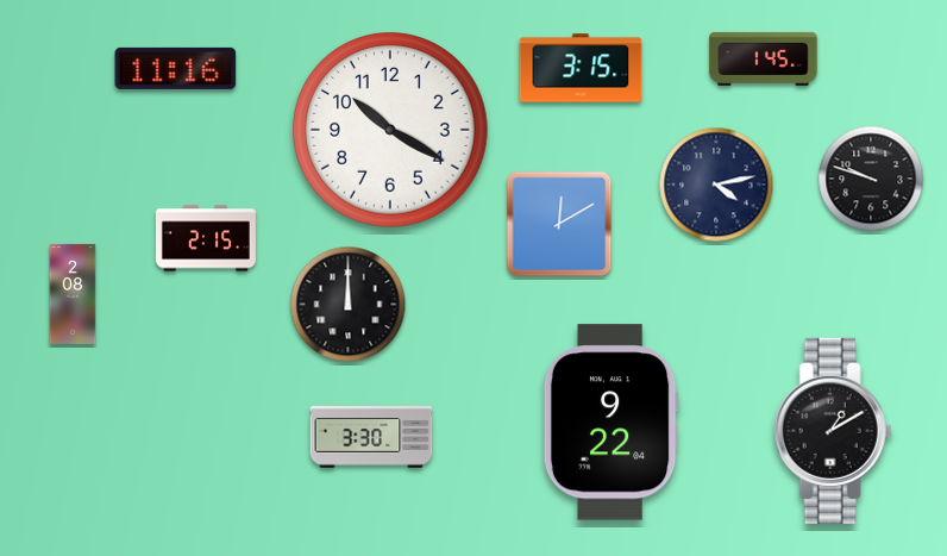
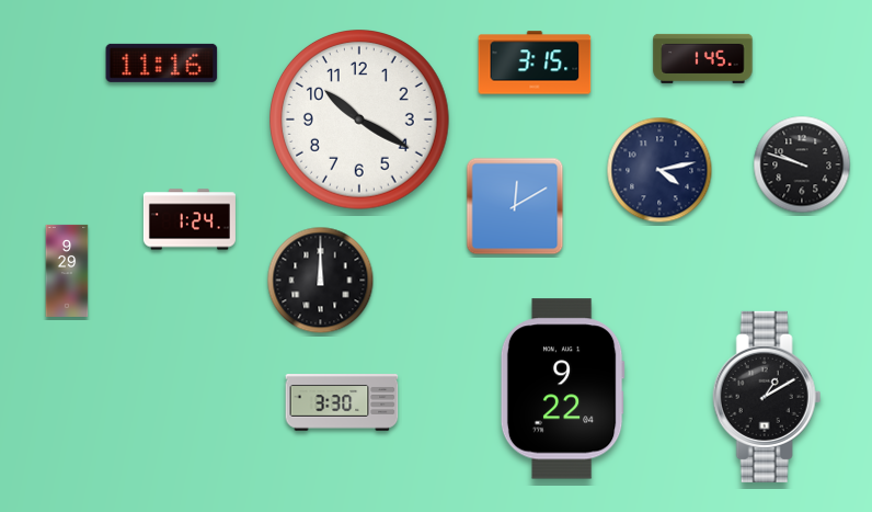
clock at (764, 58) position: (764, 58) -> (703, 58)
clock at (206, 238): 2:15 -> 1:24
clock at (73, 294): 2:08 -> 9:29
